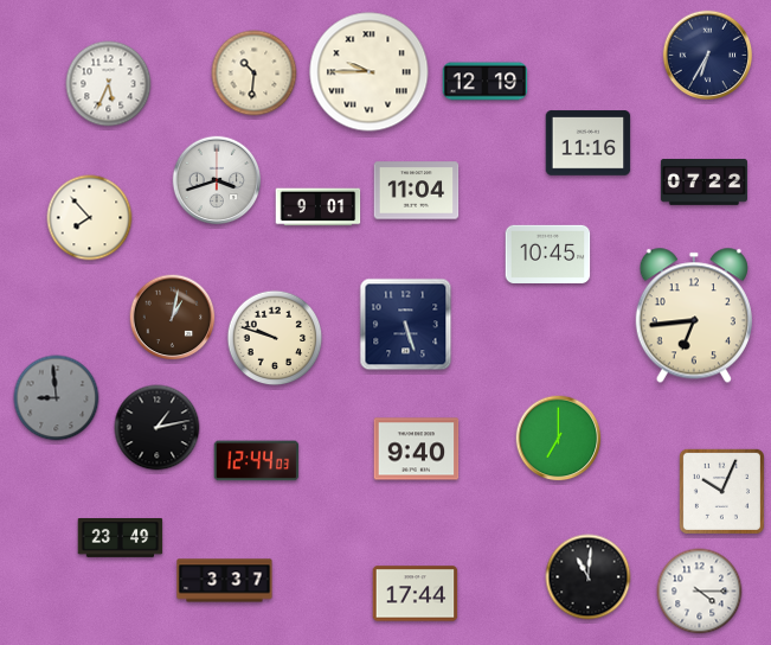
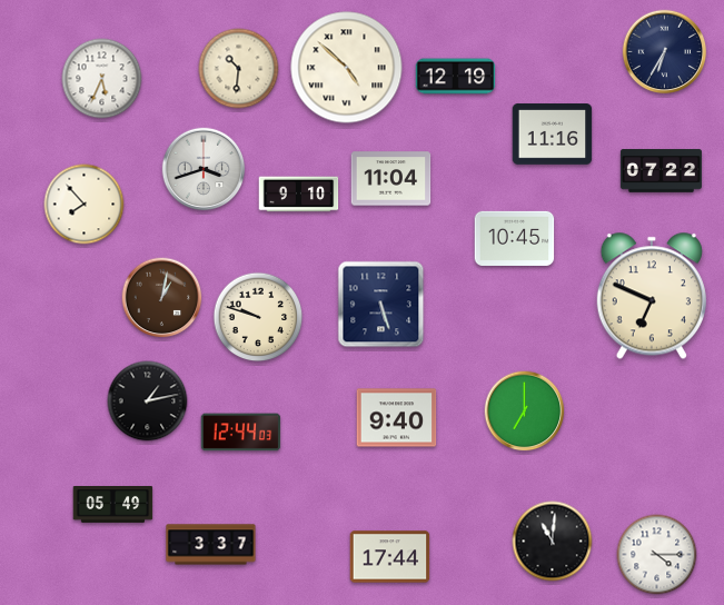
clock at (370, 72): 9:45 -> 4:52
clock at (319, 207): 9:01 -> 9:10
clock at (694, 315): 6:44 -> 6:49
clock at (57, 398): 8:59 -> none
clock at (417, 449) position: (417, 449) -> (397, 418)
clock at (721, 491): 10:04 -> none
clock at (121, 538): 23:49 -> 05:49
